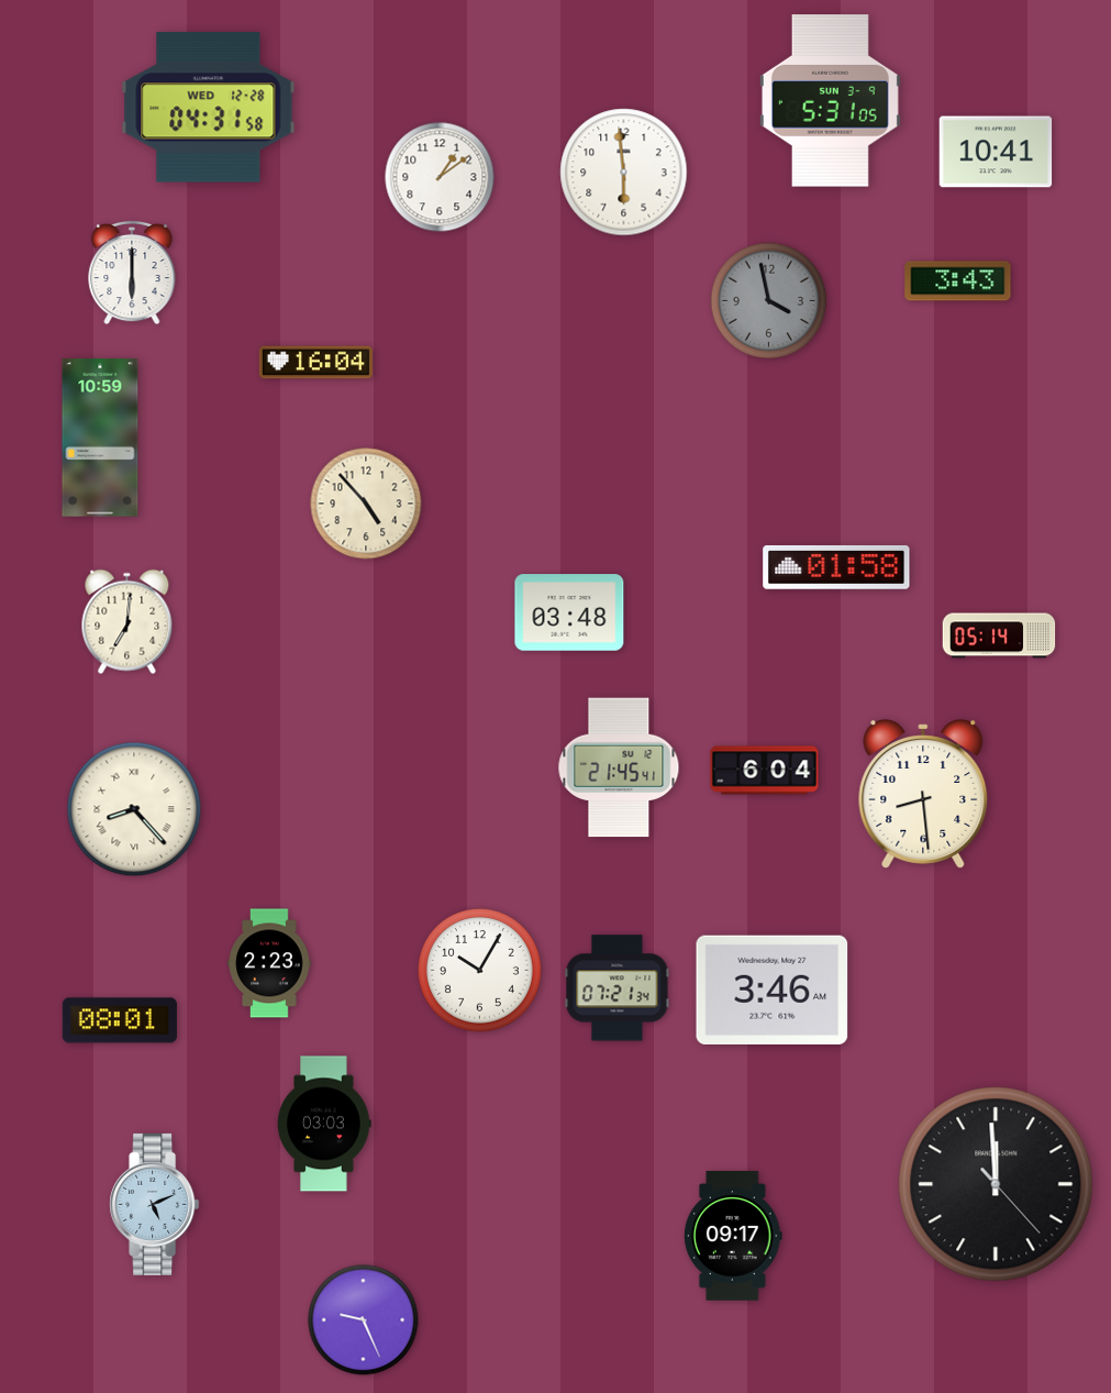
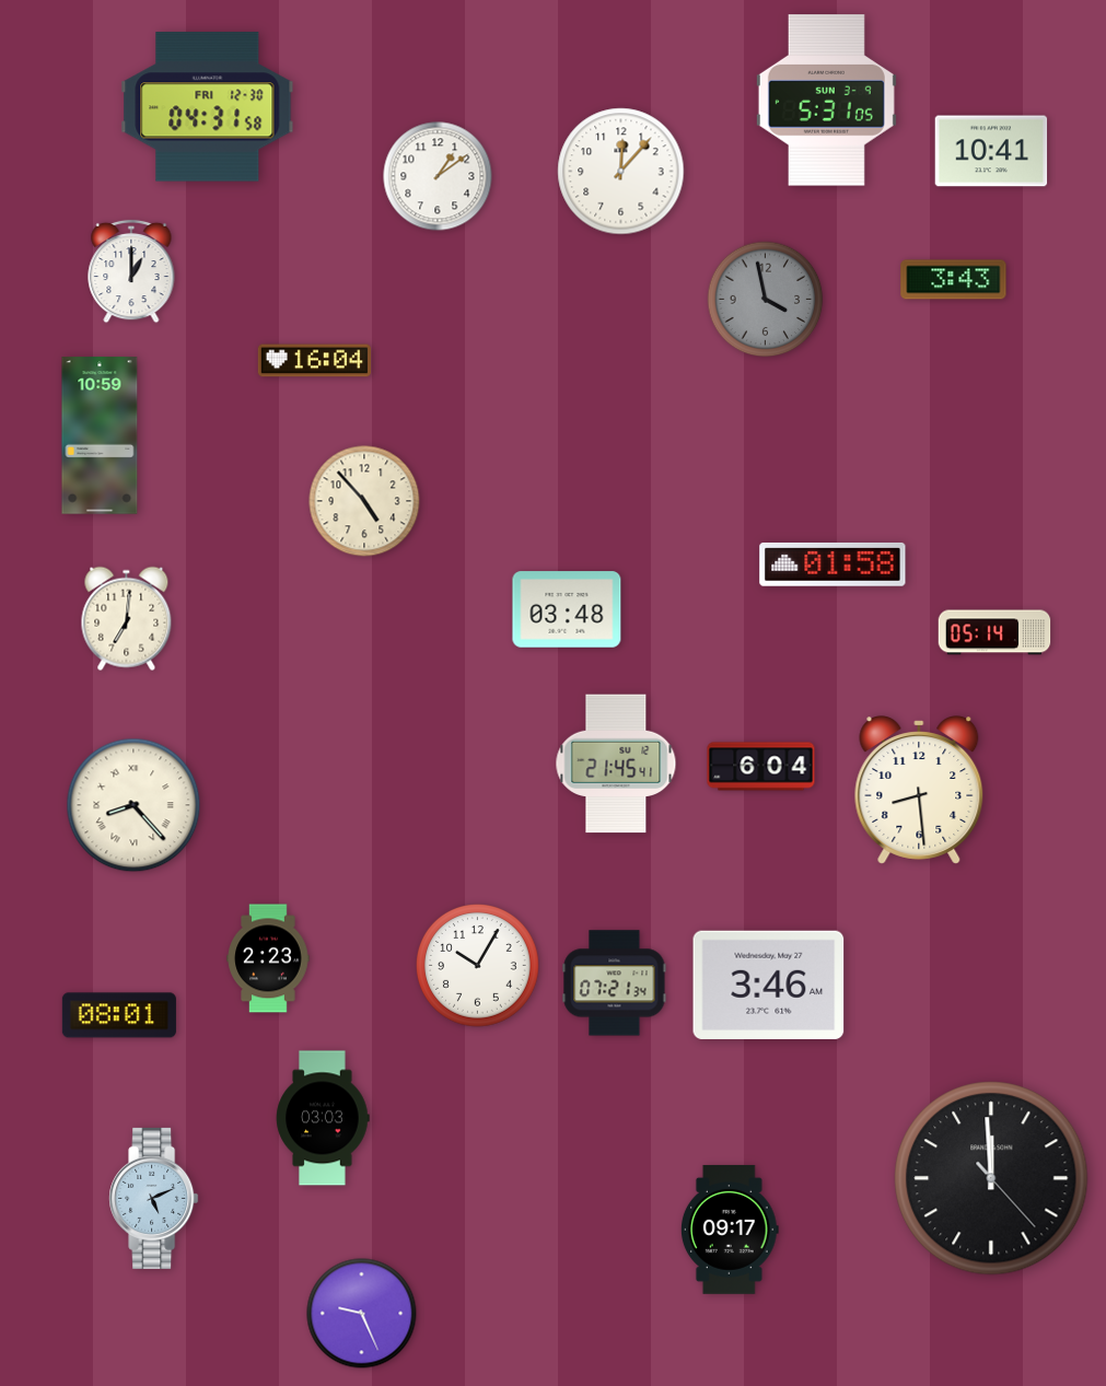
clock at (209, 108) date: WED 12-28 -> FRI 12-30
clock at (624, 173): 5:59 -> 12:07
clock at (132, 273): 6:00 -> 1:00
